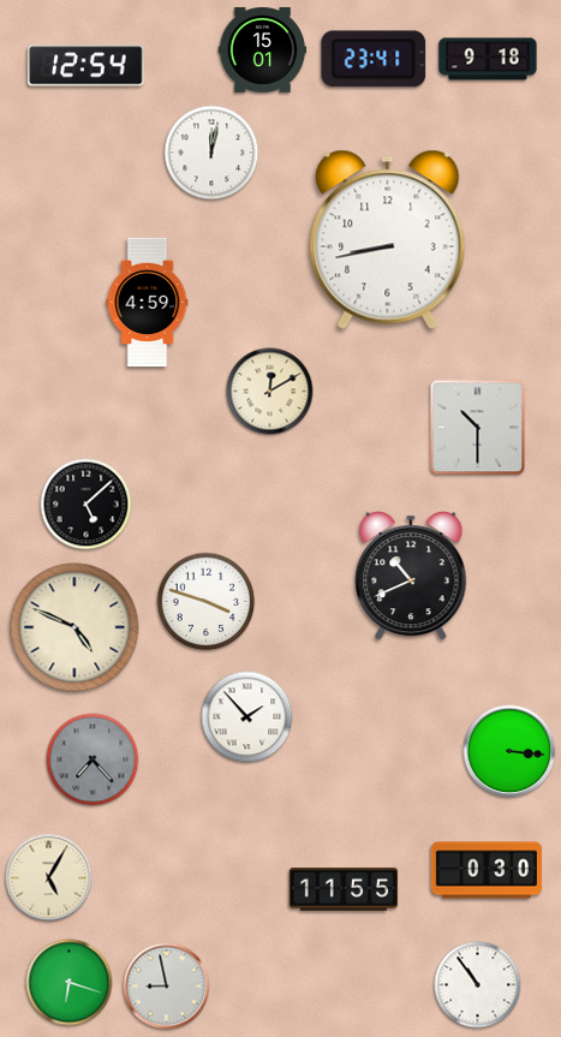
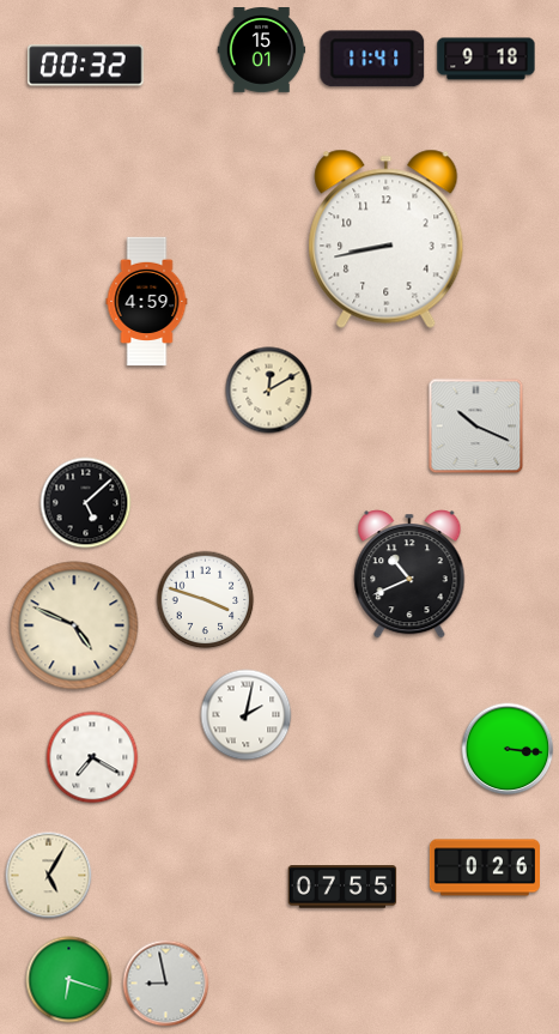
clock at (374, 59): 23:41 -> 11:41
clock at (86, 66): 12:54 -> 00:32
clock at (211, 153): 12:02 -> none
clock at (478, 428): 10:30 -> 10:19
clock at (247, 717): 1:53 -> 2:02
clock at (92, 759): 7:23 -> 7:20
clock at (92, 759) dial: grey -> white
clock at (487, 870): 0:30 -> 0:26
clock at (344, 889): 11:55 -> 07:55
clock at (478, 985): 10:54 -> none
